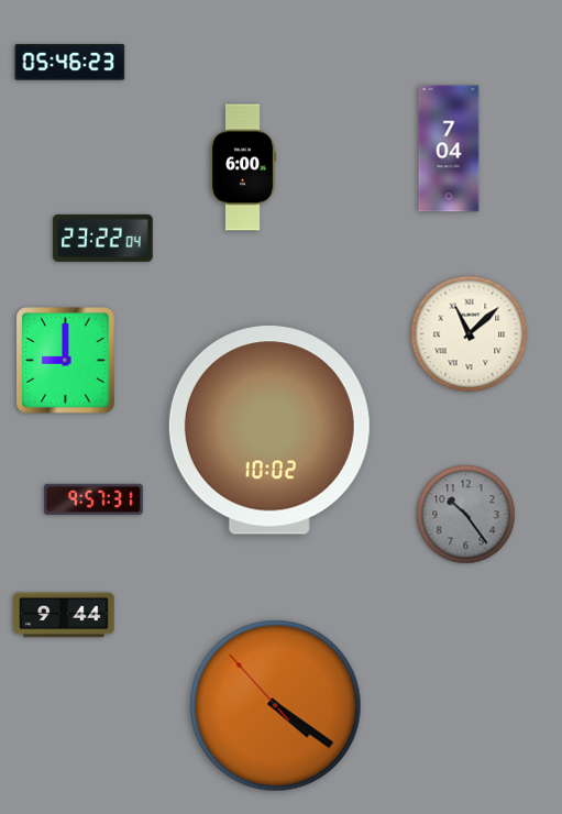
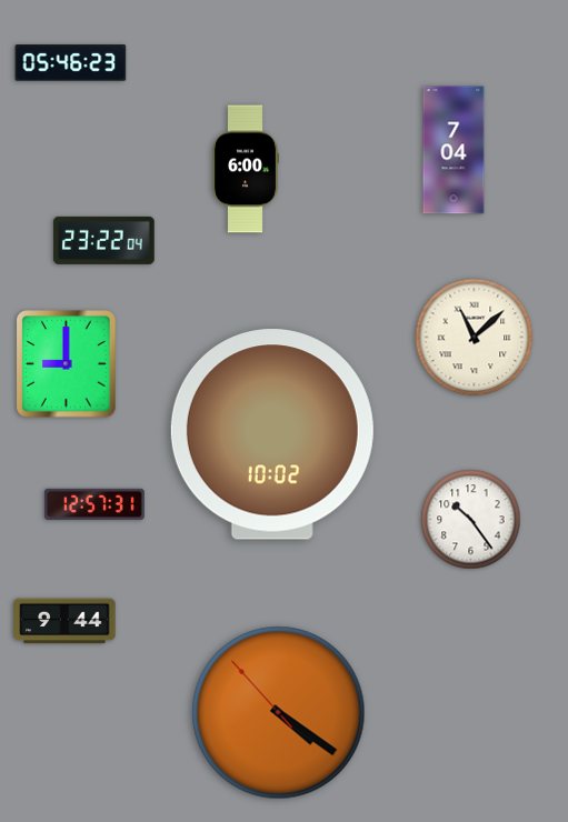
clock at (93, 499): 9:57 -> 12:57
clock at (466, 515) dial: grey -> white
